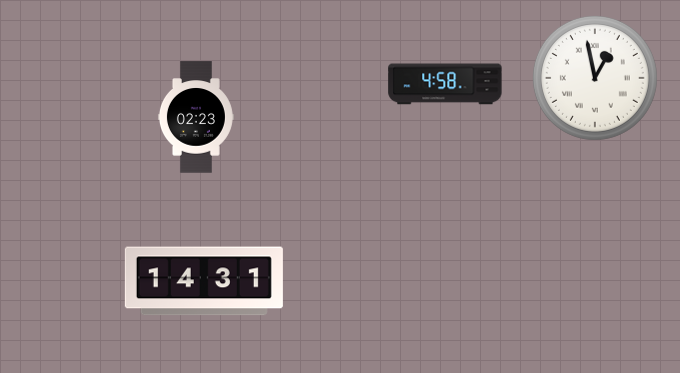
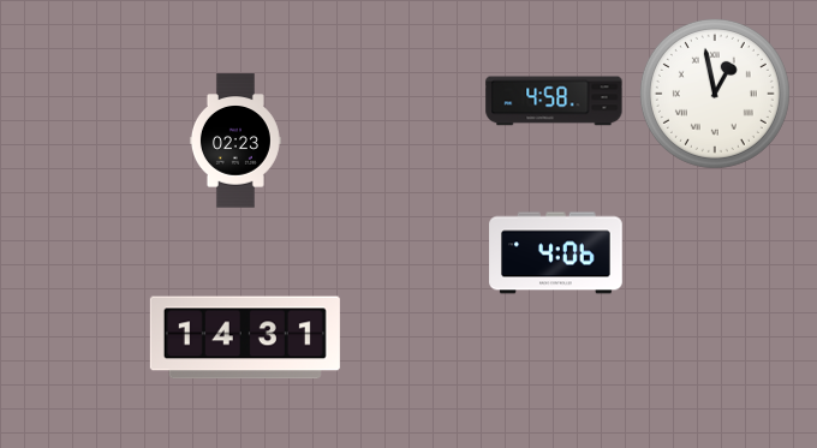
clock at (445, 84) position: (445, 84) -> (554, 101)
clock at (556, 253): none -> 4:06
